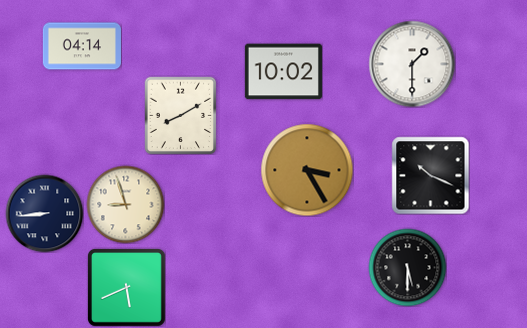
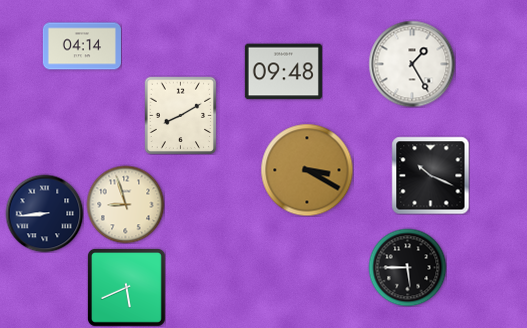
clock at (412, 64): 1:30 -> 1:25
clock at (283, 72): 10:02 -> 09:48
clock at (307, 170): 3:25 -> 3:20
clock at (407, 267): 5:30 -> 5:45
